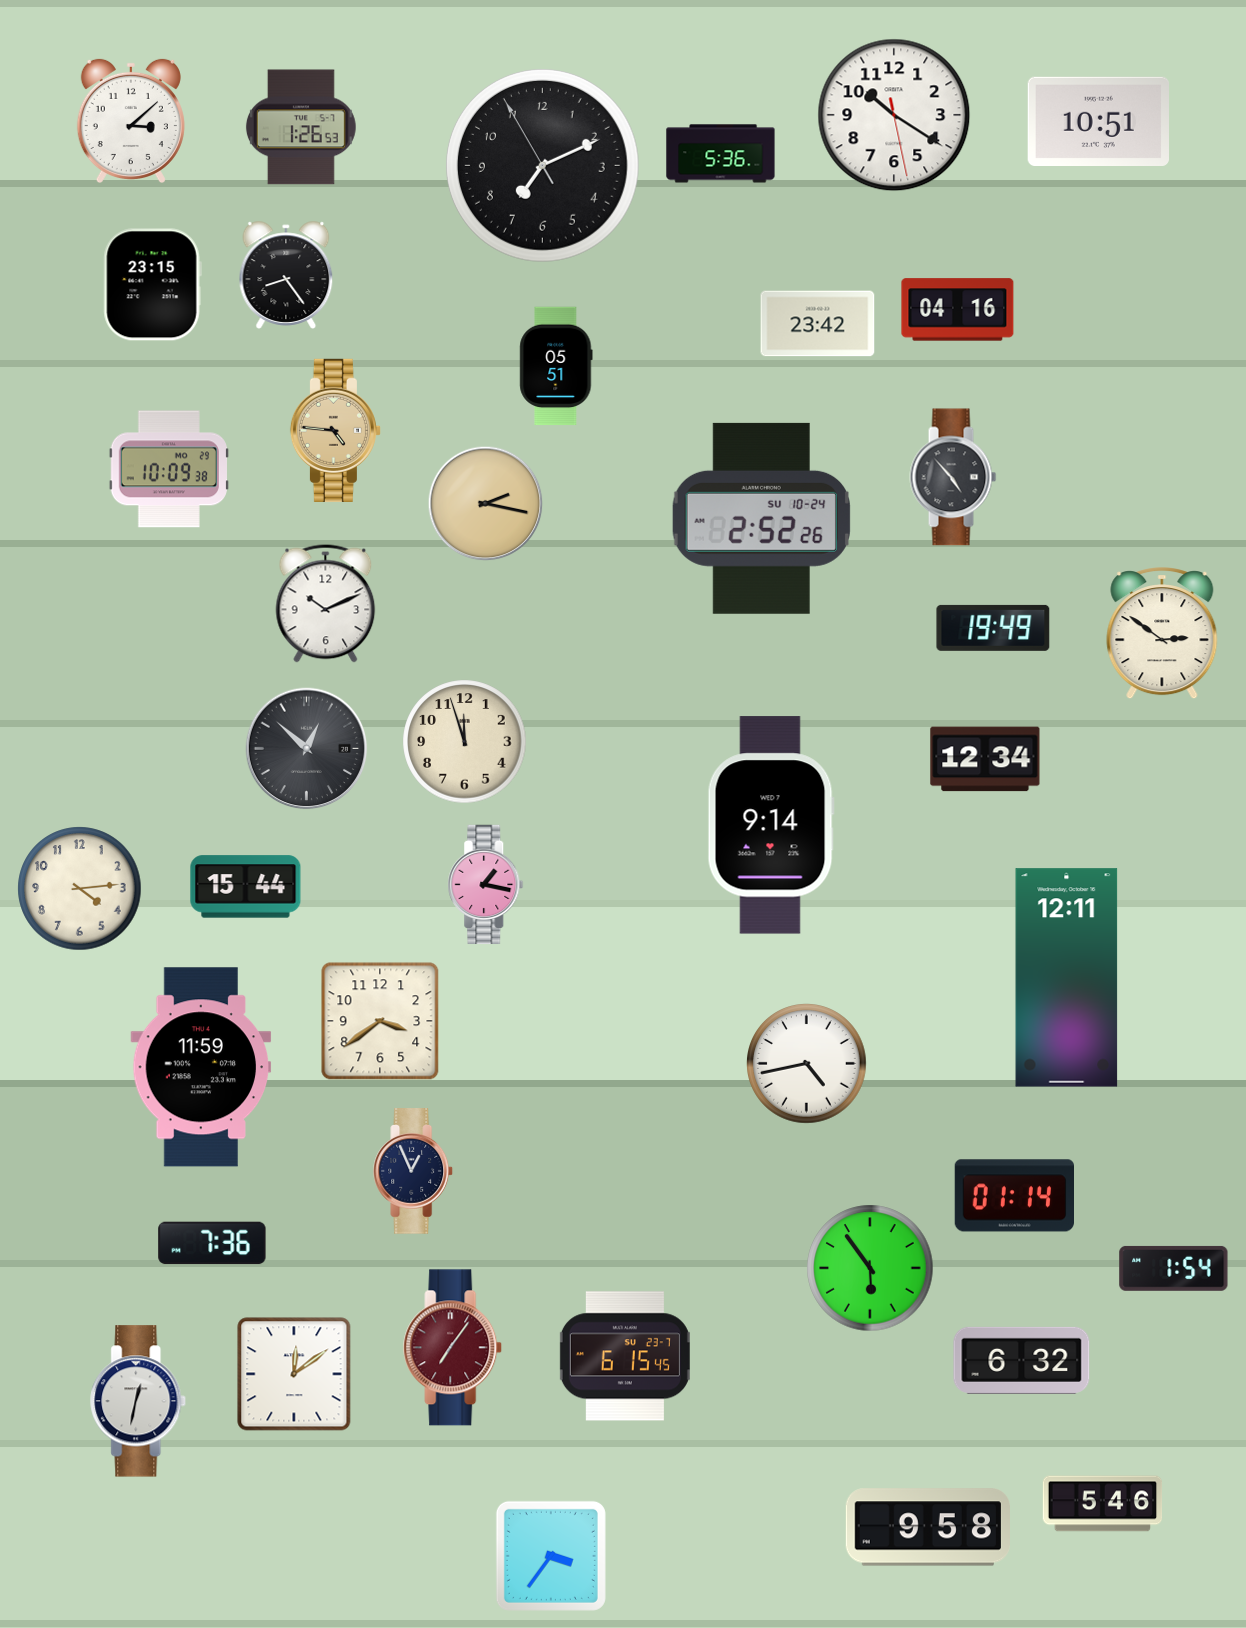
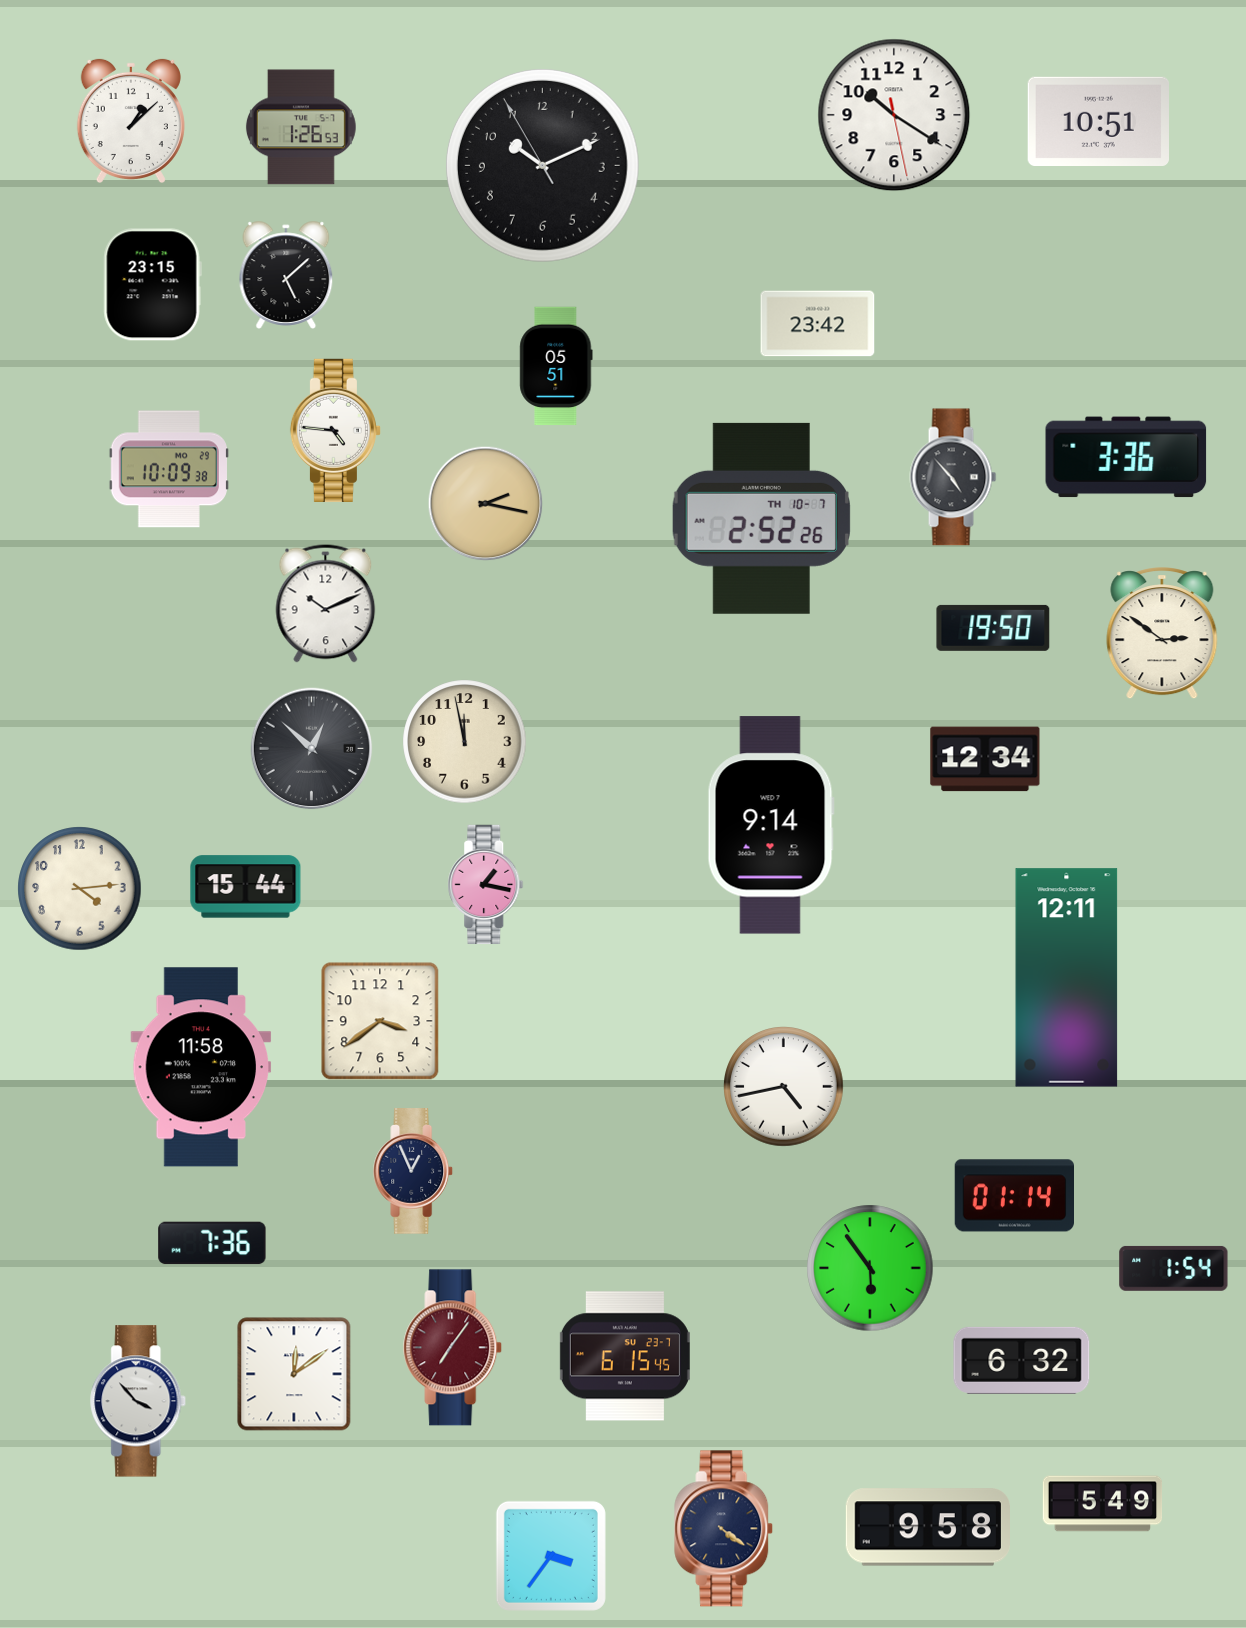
clock at (131, 121): 3:08 -> 1:08
clock at (721, 154): 5:36 -> none
clock at (542, 165): 7:10 -> 10:10
clock at (286, 275): 8:24 -> 5:08
clock at (958, 310): 04:16 -> none
clock at (335, 430) dial: champagne -> white
clock at (1126, 457): none -> 3:36
clock at (761, 518) date: SU 10-24 -> TH 10-7
clock at (993, 628): 19:49 -> 19:50
clock at (465, 742): 11:57 -> 11:58
clock at (307, 749) position: (307, 749) -> (312, 749)
clock at (807, 1064) position: (807, 1064) -> (784, 1087)
clock at (201, 1067): 11:59 -> 11:58
clock at (139, 1401): 12:32 -> 3:53
clock at (1103, 1504): 5:46 -> 5:49
clock at (724, 1529): none -> 4:21
